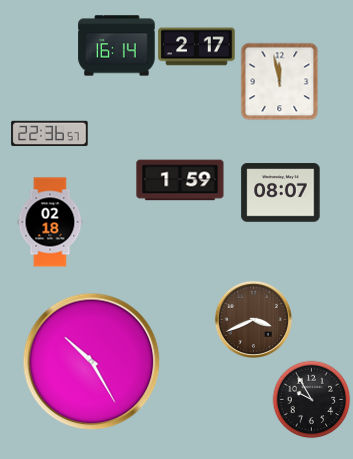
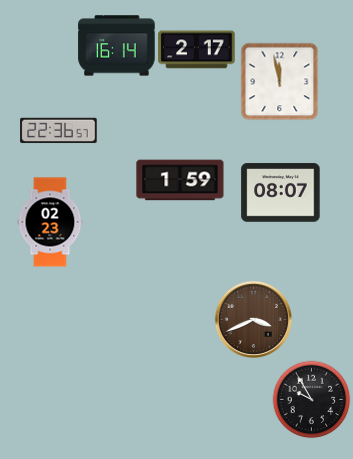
clock at (197, 47) position: (197, 47) -> (197, 50)
clock at (50, 134) position: (50, 134) -> (59, 131)
clock at (50, 222): 02:18 -> 02:23
clock at (92, 362): 10:25 -> none
